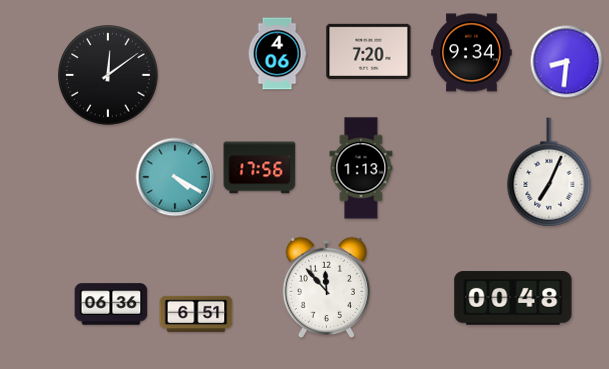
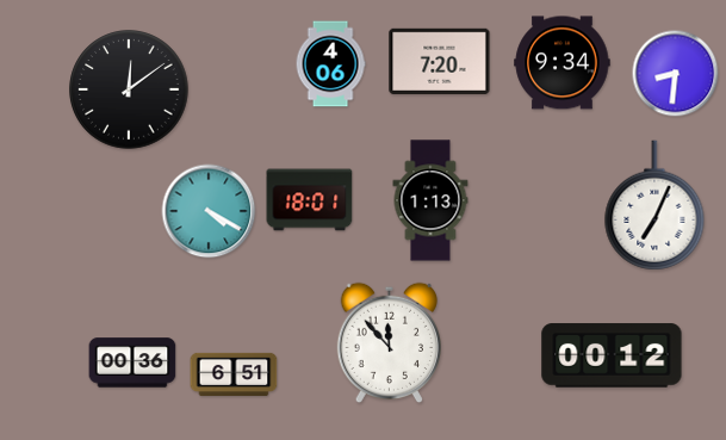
clock at (260, 168): 17:56 -> 18:01
clock at (513, 298): 00:48 -> 00:12
clock at (111, 304): 06:36 -> 00:36
